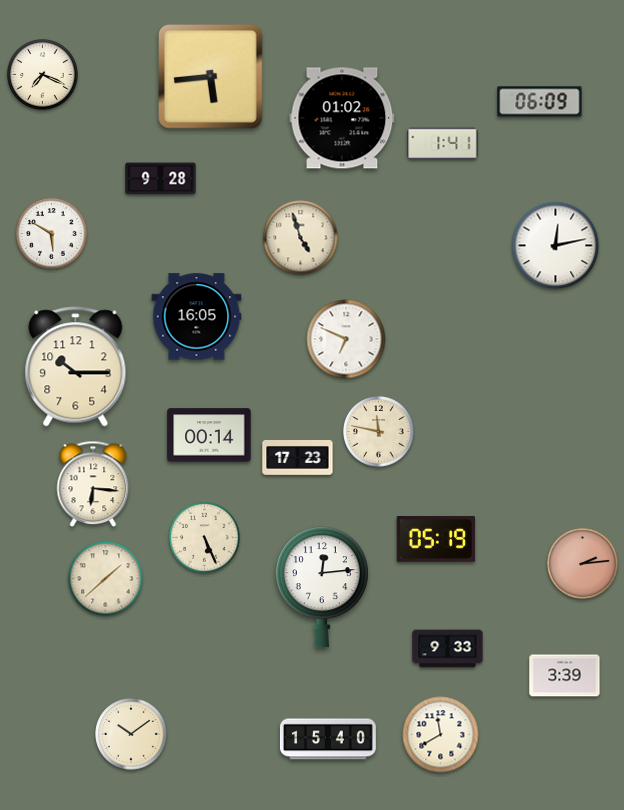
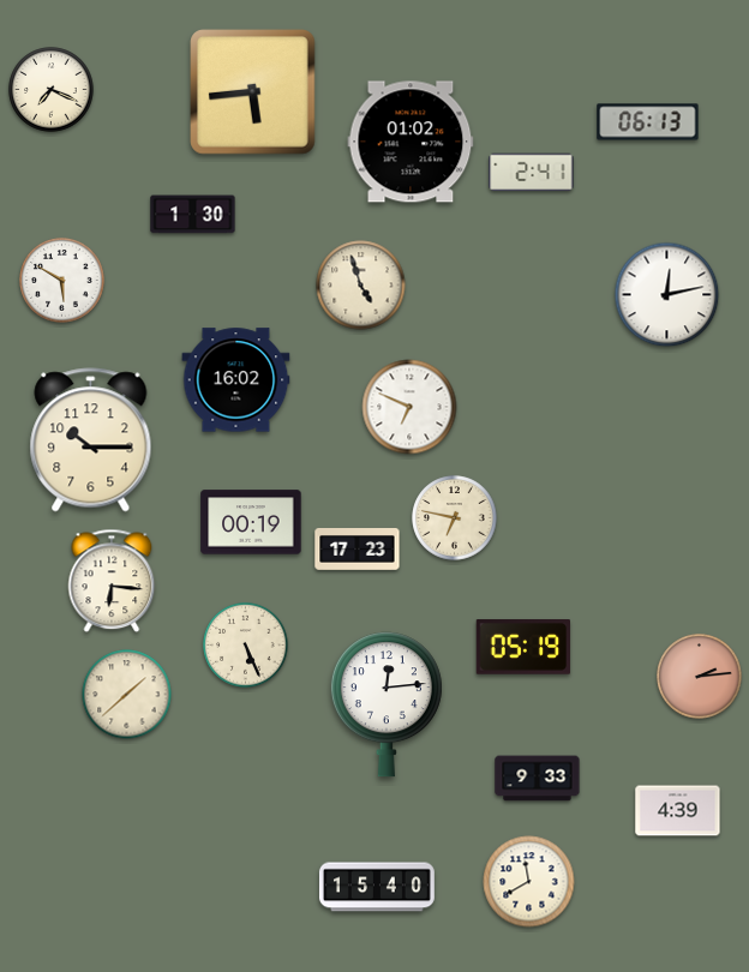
clock at (540, 102): 06:09 -> 06:13
clock at (443, 144): 1:41 -> 2:41
clock at (161, 179): 9:28 -> 1:30
clock at (197, 317): 16:05 -> 16:02
clock at (346, 339) position: (346, 339) -> (409, 407)
clock at (379, 432): 11:47 -> 6:47
clock at (209, 435): 00:14 -> 00:19
clock at (565, 676): 3:39 -> 4:39
clock at (131, 734): 10:09 -> none
clock at (328, 739) position: (328, 739) -> (377, 887)
